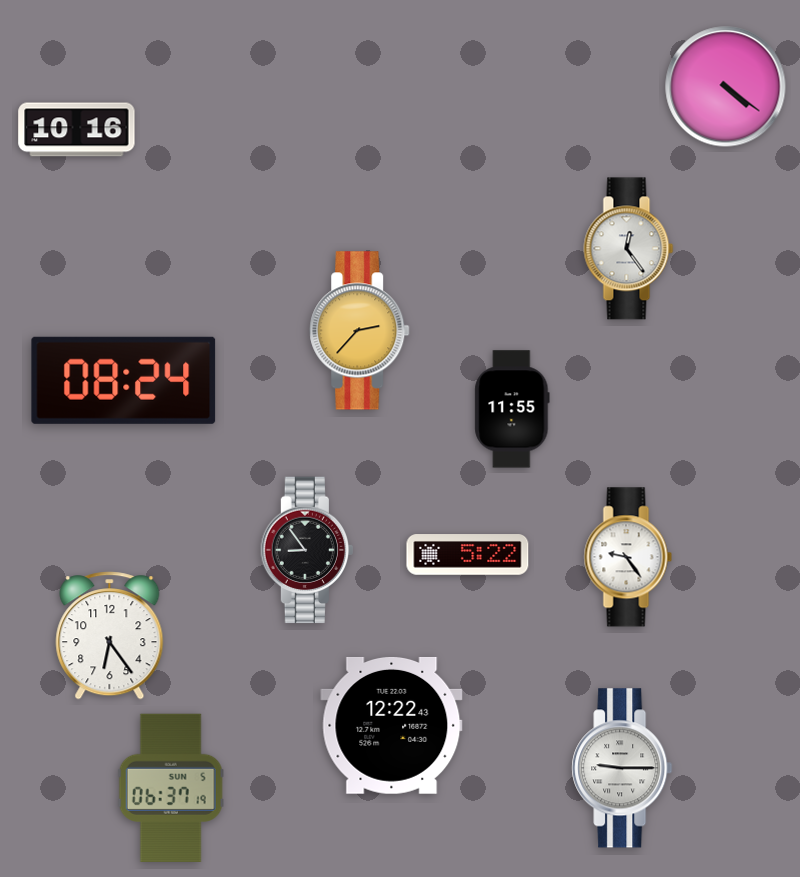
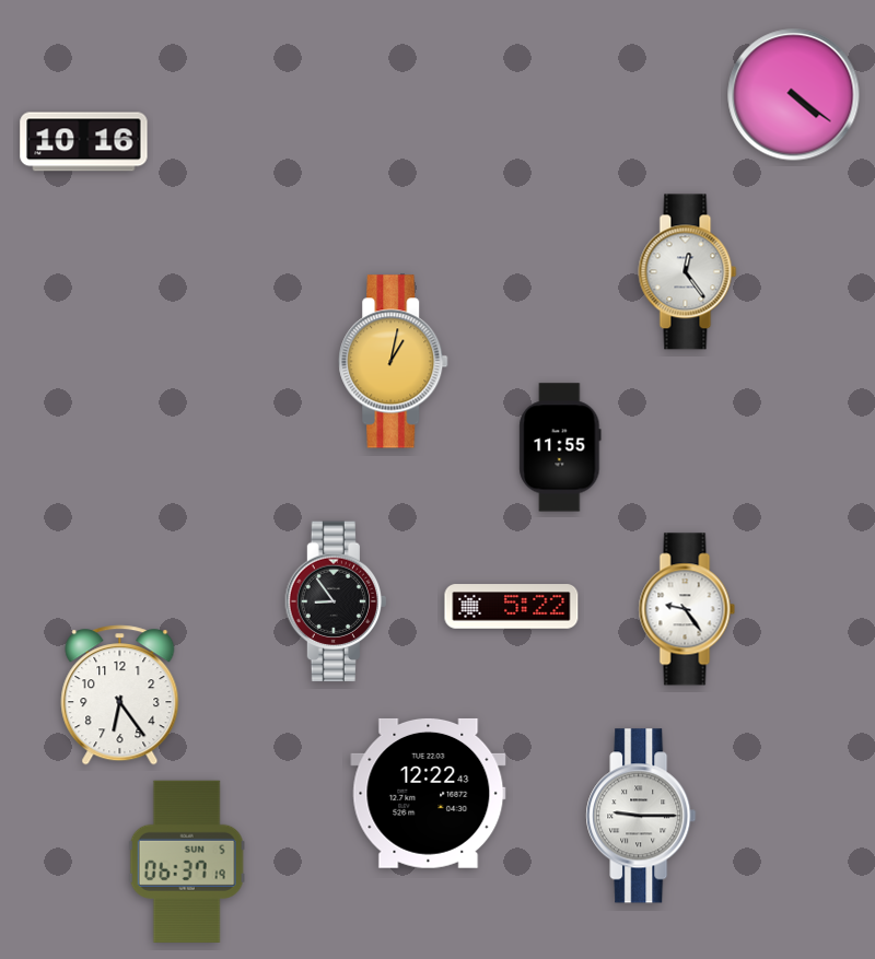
clock at (360, 331): 2:37 -> 1:02
clock at (124, 380): 08:24 -> none
clock at (622, 768) position: (622, 768) -> (641, 816)
